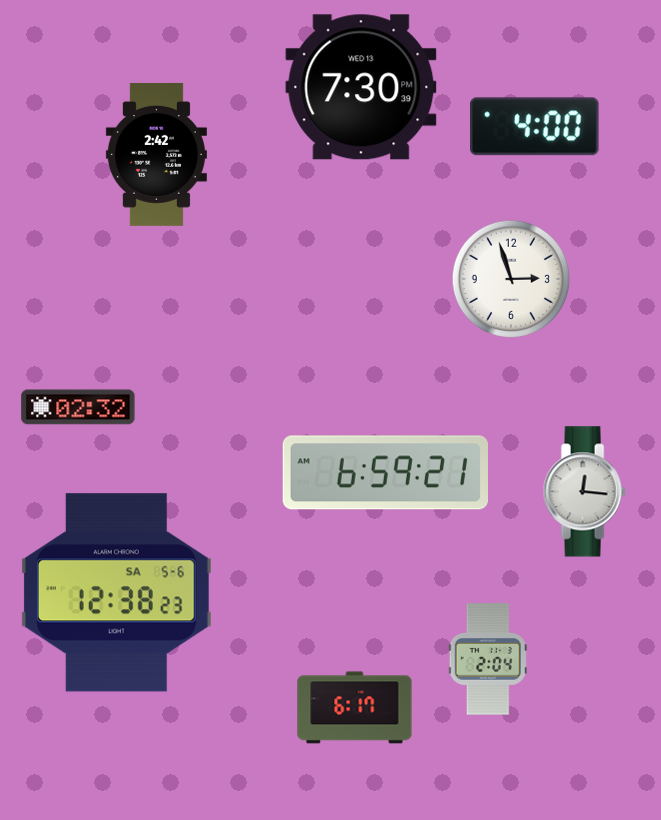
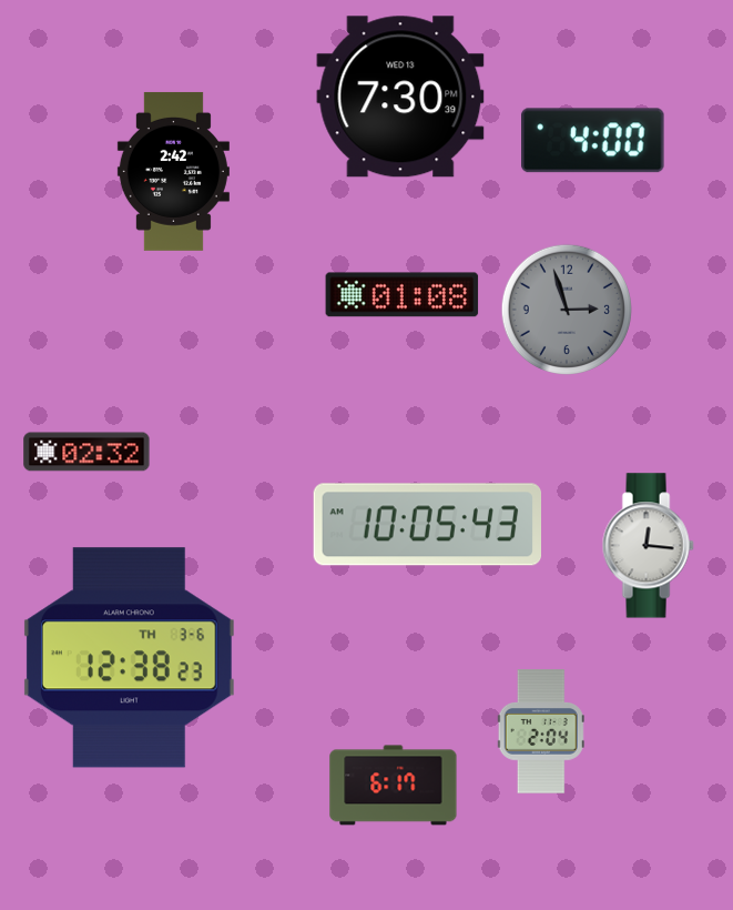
clock at (403, 295): none -> 01:08
clock at (510, 278) dial: white -> grey
clock at (385, 473): 6:59 -> 10:05
clock at (116, 593) date: SA 5-6 -> TH 3-6
